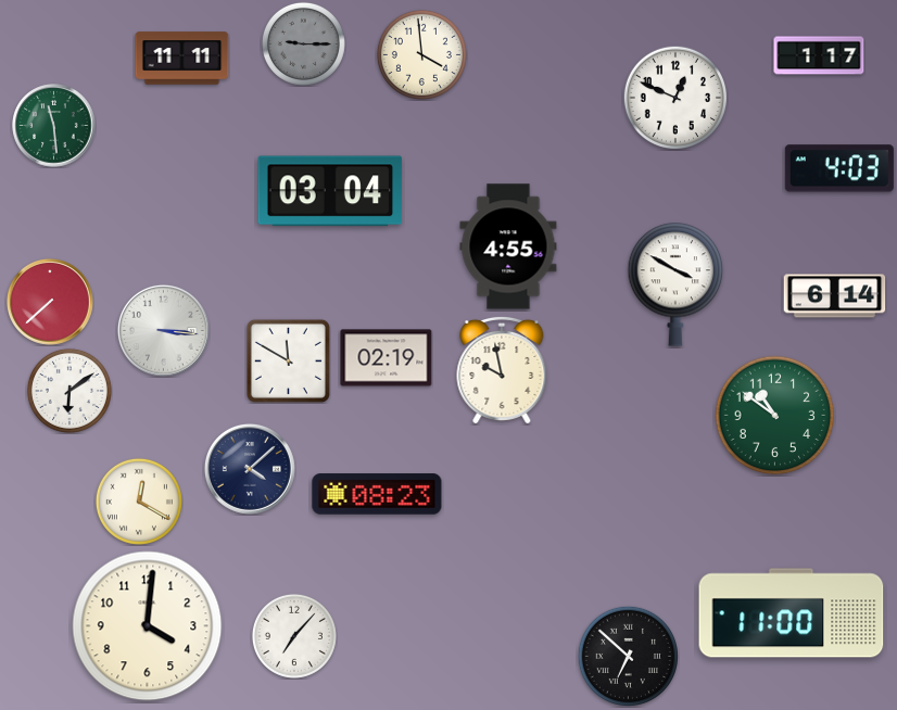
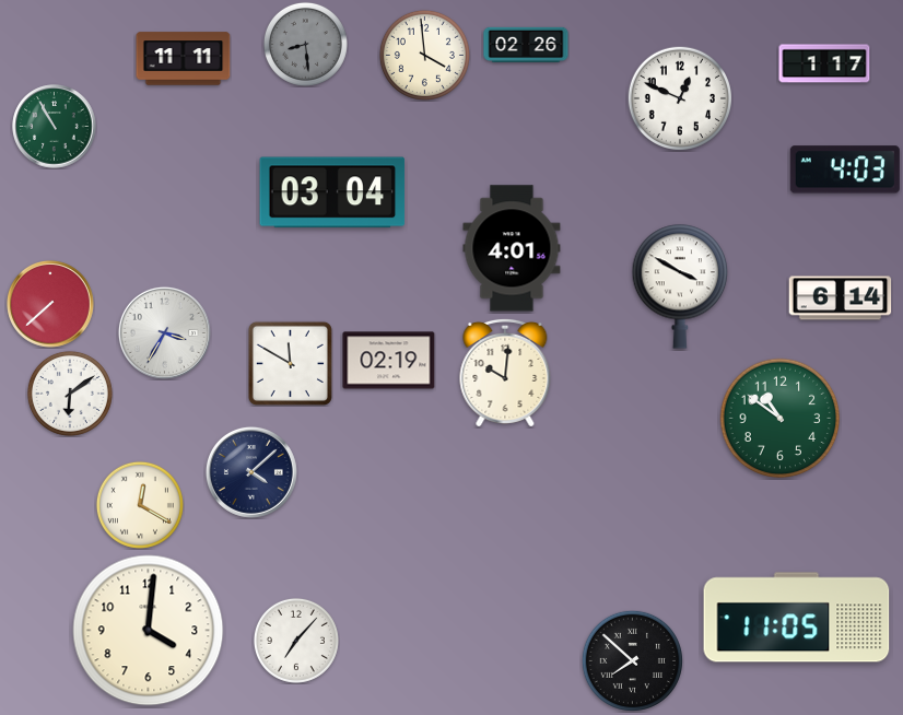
clock at (303, 43): 9:15 -> 8:29
clock at (526, 44): none -> 02:26
clock at (819, 55) position: (819, 55) -> (824, 63)
clock at (54, 126): 11:29 -> 10:55
clock at (508, 246): 4:55 -> 4:01
clock at (163, 330): 3:16 -> 3:35
clock at (502, 370): 9:58 -> 10:01
clock at (377, 494): 08:23 -> none
clock at (792, 613): 11:00 -> 11:05
clock at (628, 656): 6:52 -> 7:52
